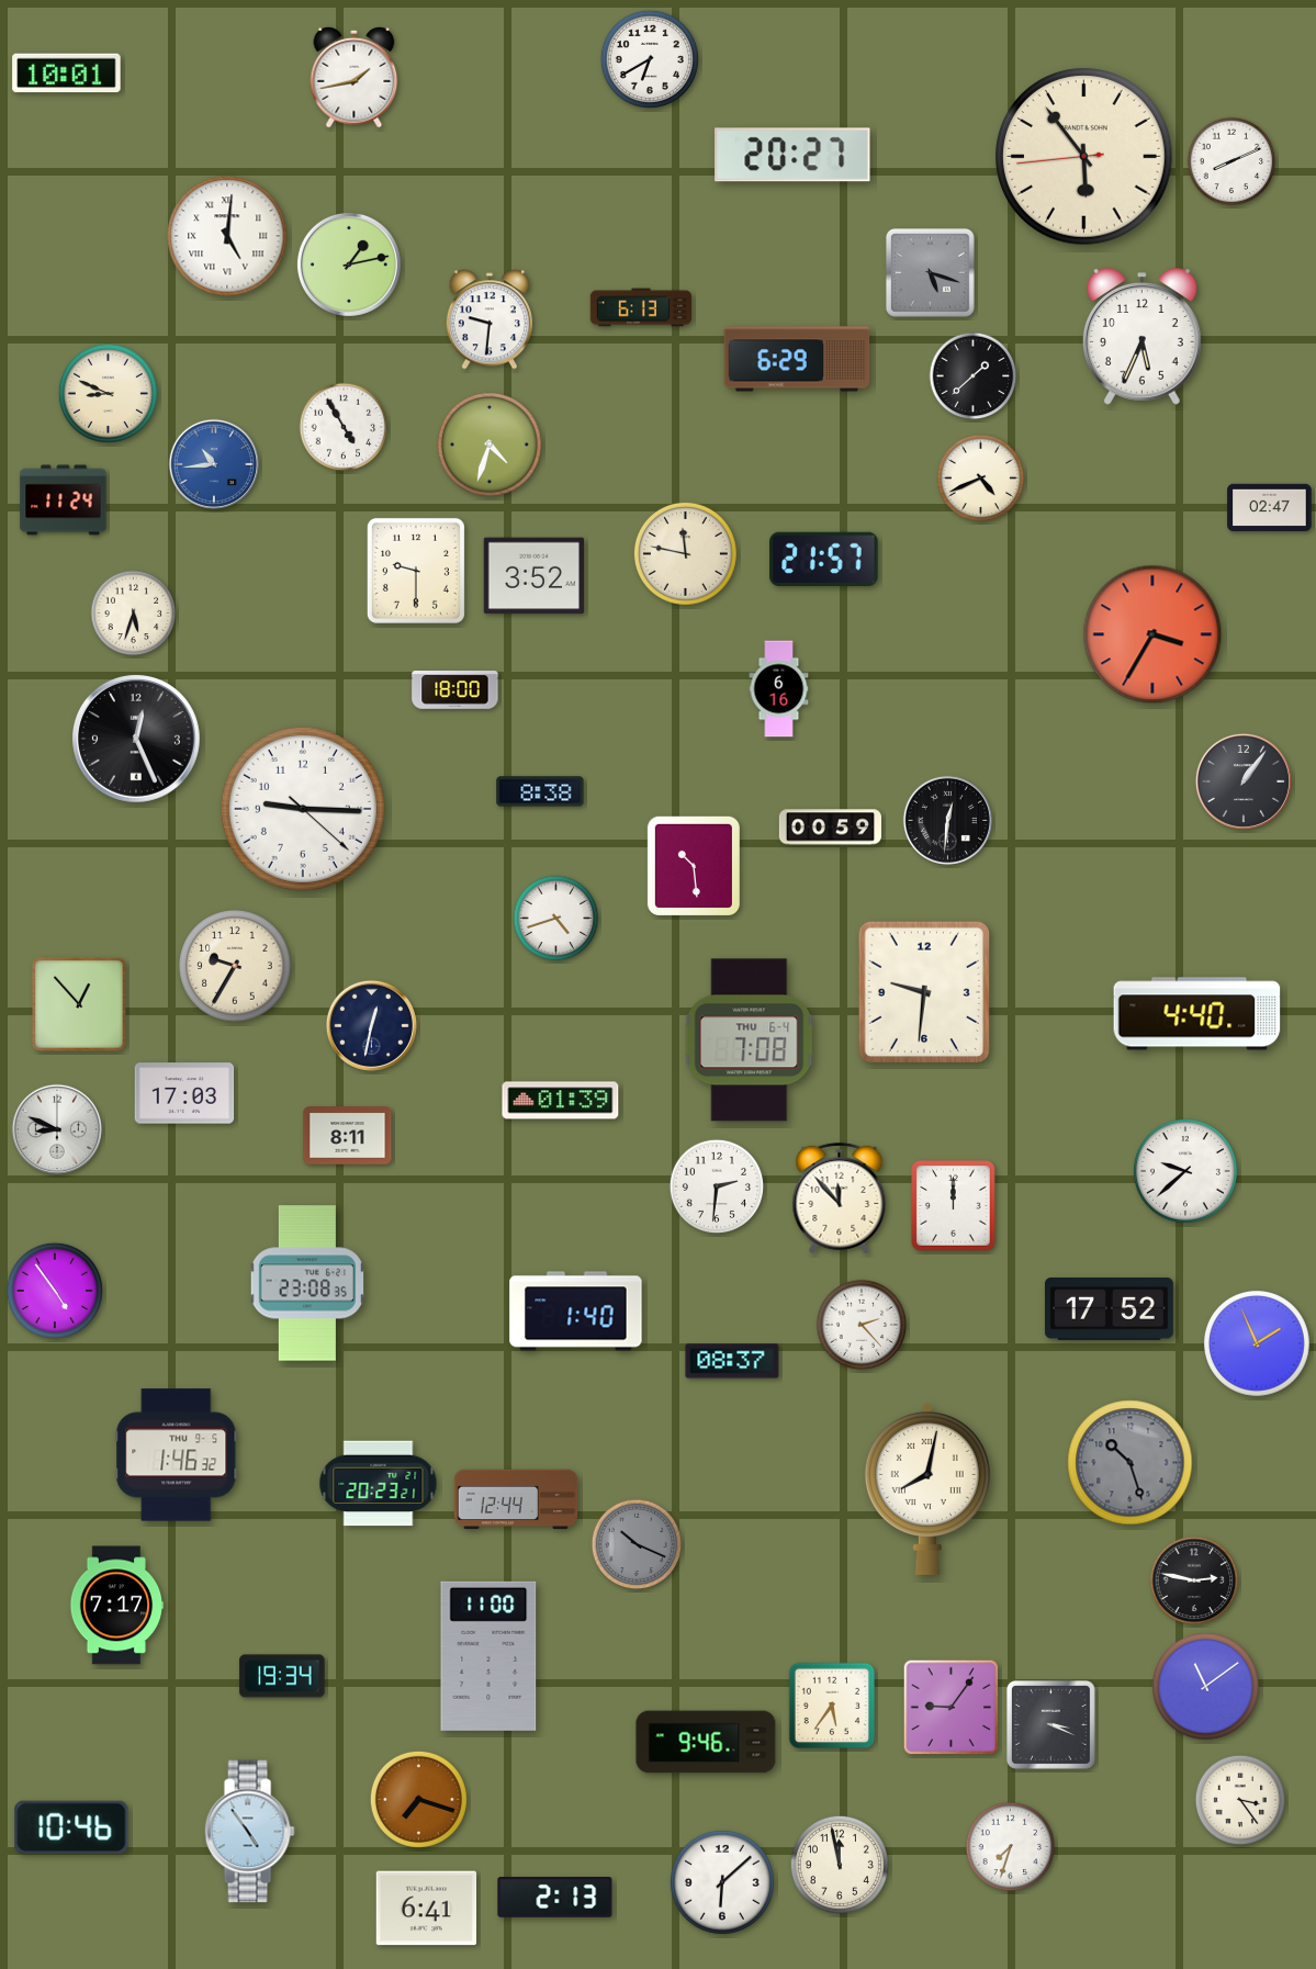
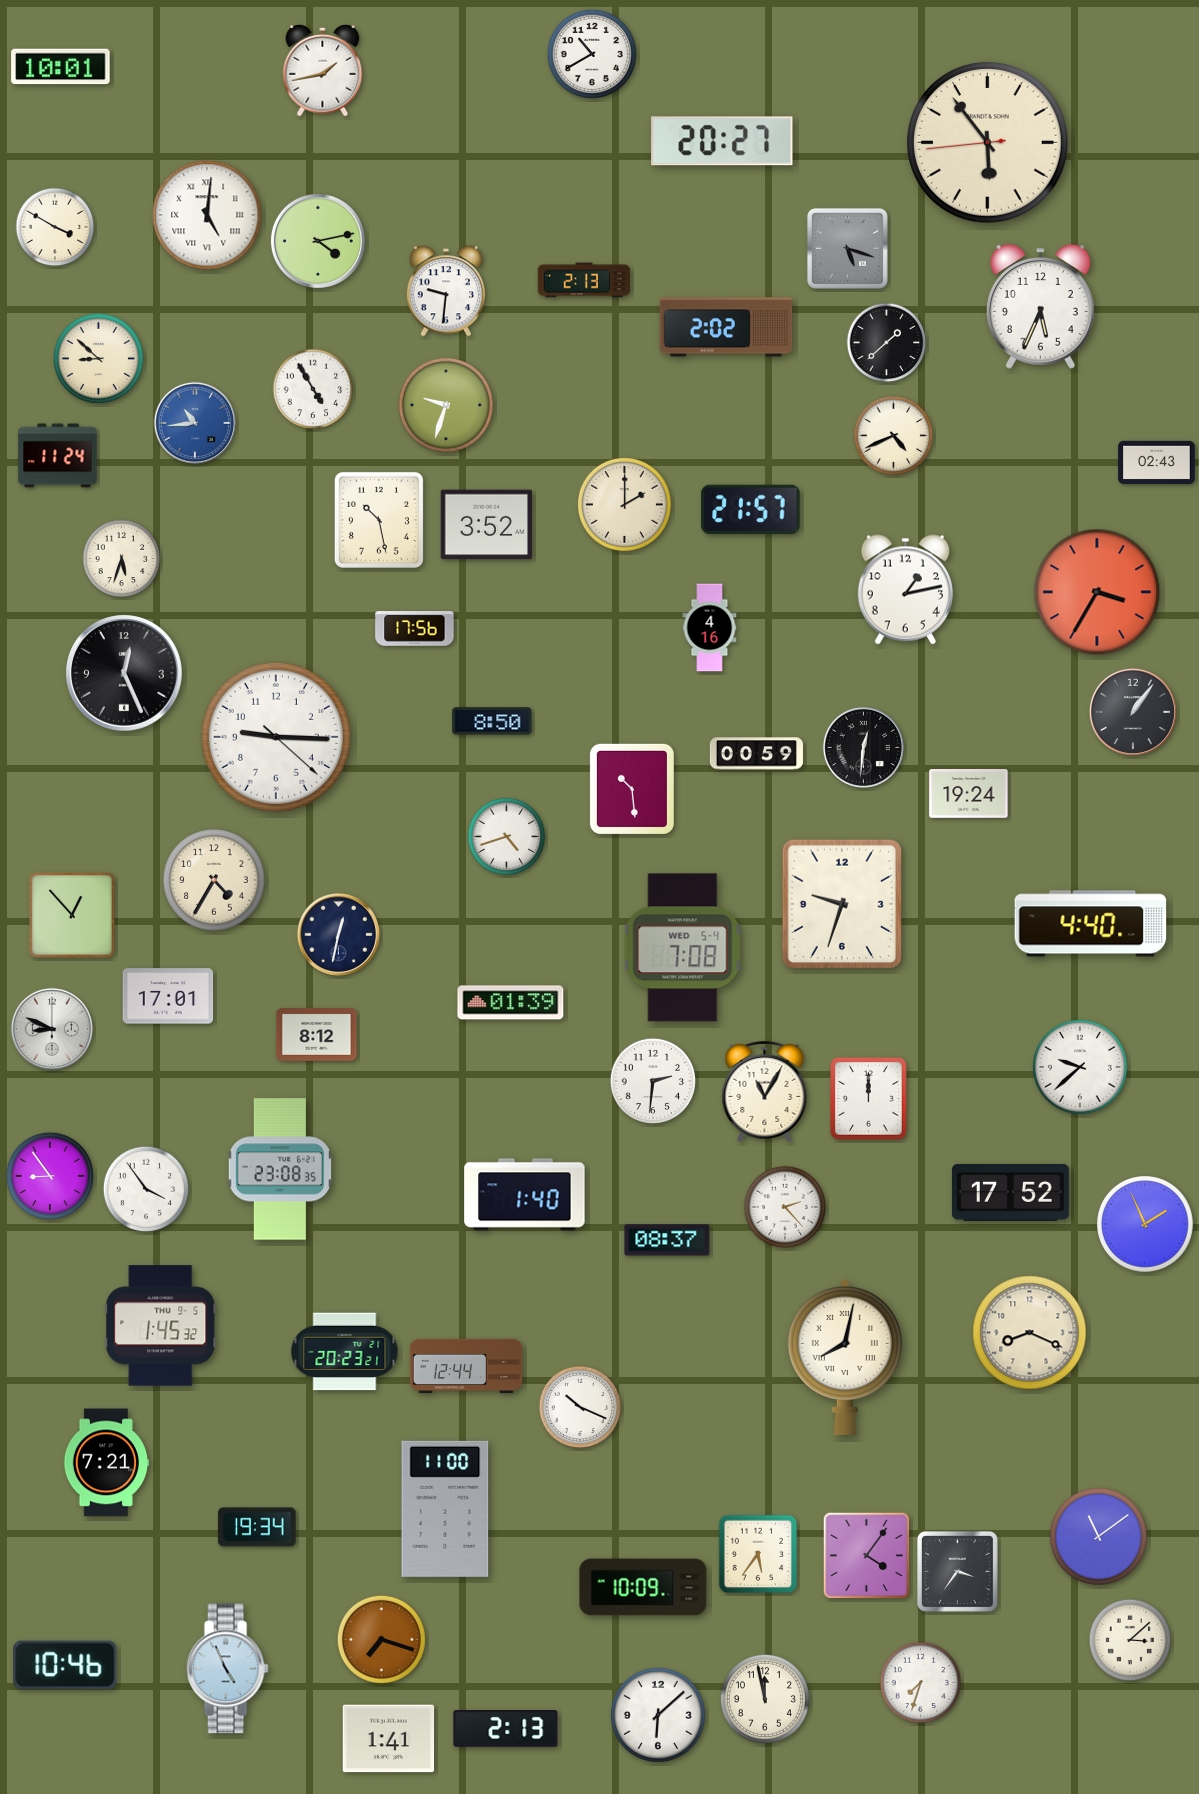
clock at (650, 59): 6:40 -> 10:40
clock at (1231, 161): 8:11 -> none
clock at (55, 227): none -> 3:50
clock at (349, 265): 1:13 -> 4:13
clock at (640, 307): 6:13 -> 2:13
clock at (797, 359): 6:29 -> 2:02
clock at (108, 393): 8:49 -> 8:52
clock at (490, 445): 4:33 -> 9:33
clock at (1270, 507): 02:47 -> 02:43
clock at (685, 553): 11:47 -> 2:00
clock at (416, 571): 9:30 -> 10:28
clock at (1152, 634) position: (1152, 634) -> (1097, 592)
clock at (905, 590): none -> 1:13
clock at (779, 689): 6:16 -> 4:16
clock at (455, 690): 18:00 -> 17:56
clock at (540, 791): 8:38 -> 8:50
clock at (969, 794): none -> 19:24
clock at (235, 966): 9:35 -> 4:35
clock at (923, 991): 9:31 -> 9:33
clock at (750, 1040) date: THU 6-4 -> WED 5-4
clock at (184, 1093): 17:03 -> 17:01
clock at (348, 1136): 8:11 -> 8:12
clock at (840, 1197): 11:53 -> 11:05
clock at (55, 1291): 4:54 -> 8:54
clock at (145, 1188): none -> 3:54
clock at (177, 1455): 1:46 -> 1:45
clock at (1131, 1463): 10:27 -> 8:19
clock at (1131, 1463) dial: grey -> cream
clock at (516, 1499) position: (516, 1499) -> (466, 1366)
clock at (637, 1544) dial: grey -> white
clock at (1194, 1580): 2:47 -> none
clock at (116, 1606): 7:17 -> 7:21
clock at (952, 1708): 9:06 -> 4:06
clock at (1050, 1724): 3:19 -> 3:36
clock at (706, 1742): 9:46 -> 10:09
clock at (1240, 1800): 3:24 -> 3:08
clock at (249, 1832): 4:54 -> 4:56
clock at (427, 1909): 6:41 -> 1:41
